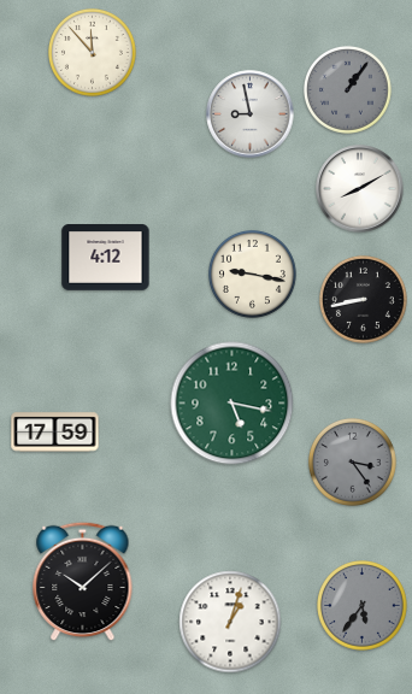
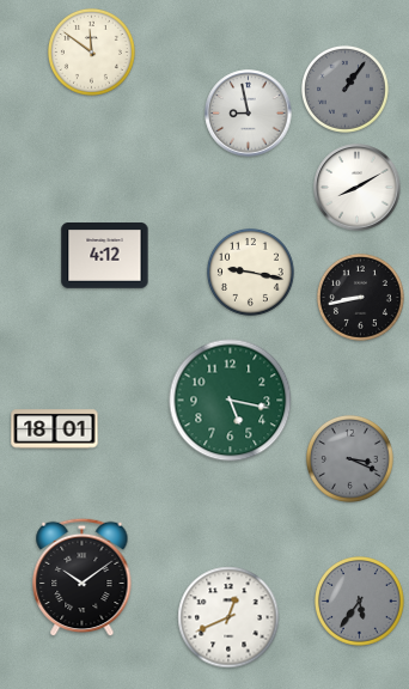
clock at (92, 52): 11:53 -> 11:51
clock at (55, 433): 17:59 -> 18:01
clock at (352, 461): 3:24 -> 3:19
clock at (83, 582): 10:08 -> 10:09
clock at (230, 622): 1:03 -> 12:41
